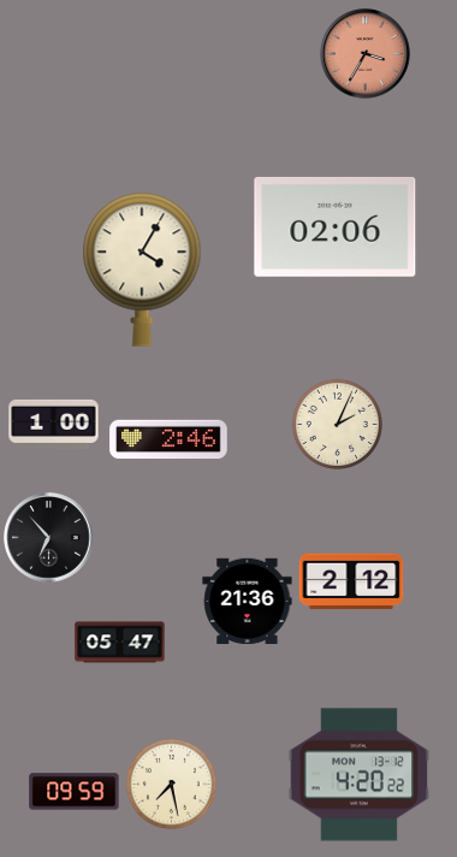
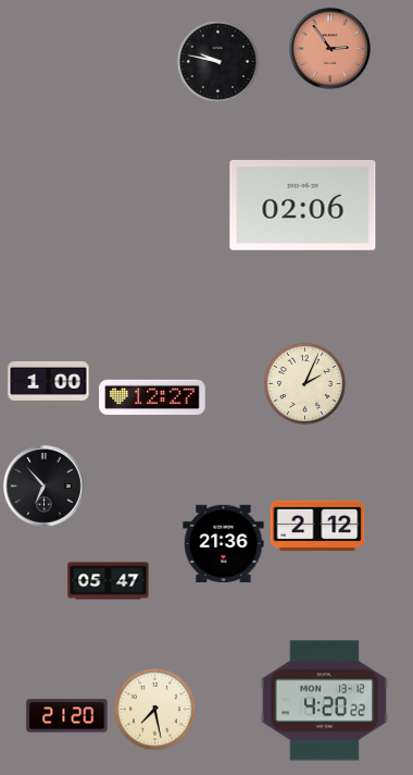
clock at (366, 54): 3:35 -> 2:54
clock at (217, 61): none -> 9:47
clock at (142, 270): 4:05 -> none
clock at (168, 439): 2:46 -> 12:27
clock at (75, 792): 09:59 -> 21:20
